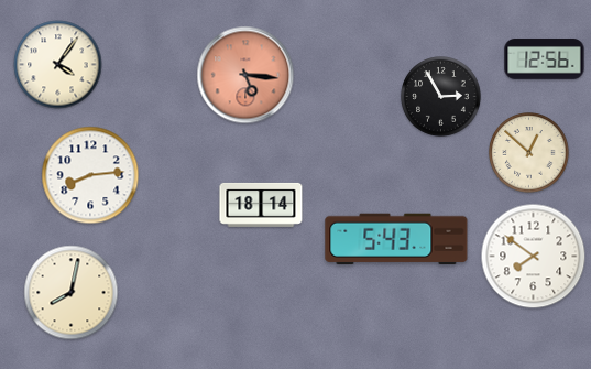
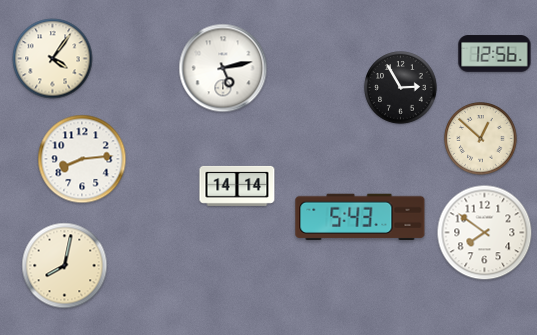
clock at (245, 75): 5:16 -> 5:13
clock at (245, 75) dial: salmon -> white
clock at (261, 205): 18:14 -> 14:14
